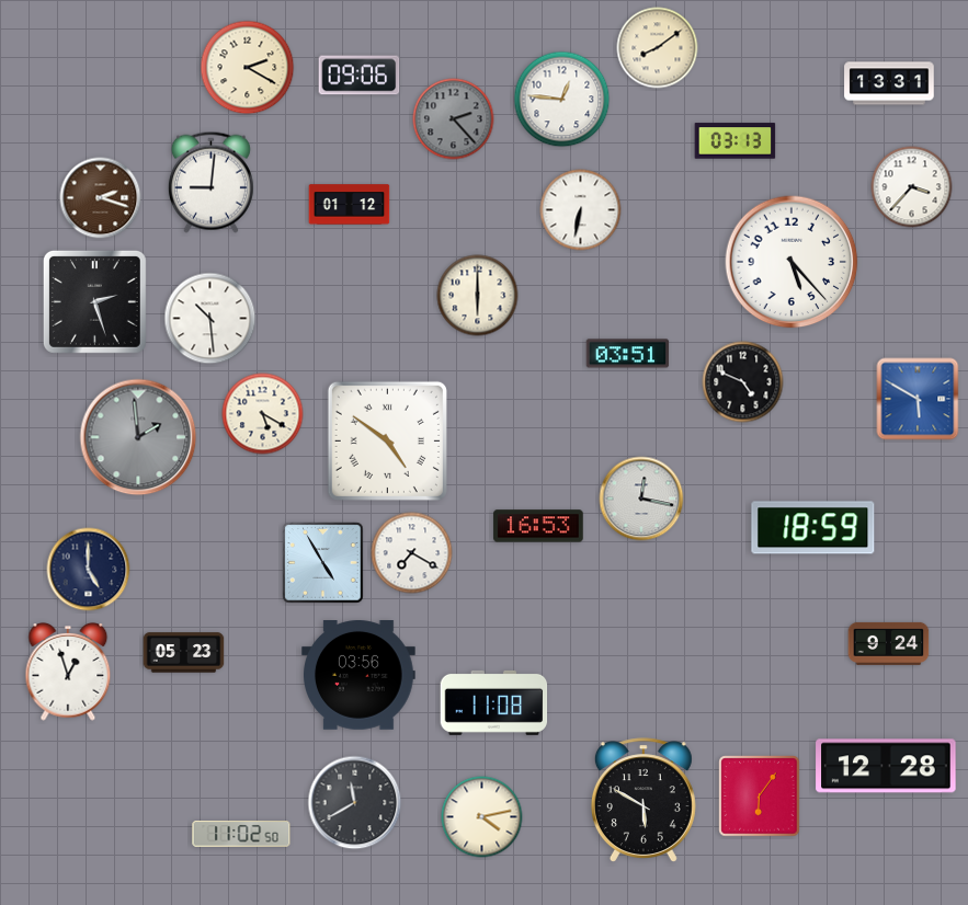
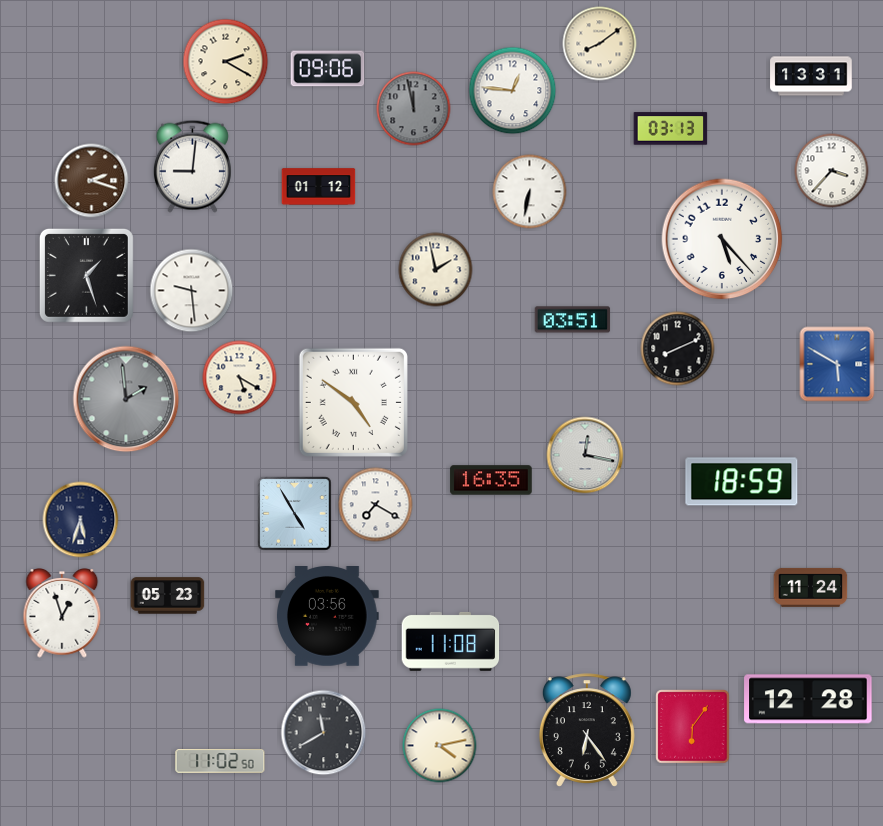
clock at (454, 119): 2:23 -> 11:58
clock at (478, 296): 6:00 -> 1:58
clock at (94, 301): 2:27 -> 1:27
clock at (210, 319): 10:29 -> 9:29
clock at (628, 354) position: (628, 354) -> (573, 320)
clock at (743, 382): 4:49 -> 8:11
clock at (538, 526): 16:53 -> 16:35
clock at (89, 570): 5:00 -> 5:33
clock at (889, 643): 9:24 -> 11:24
clock at (644, 800): 5:50 -> 6:24
